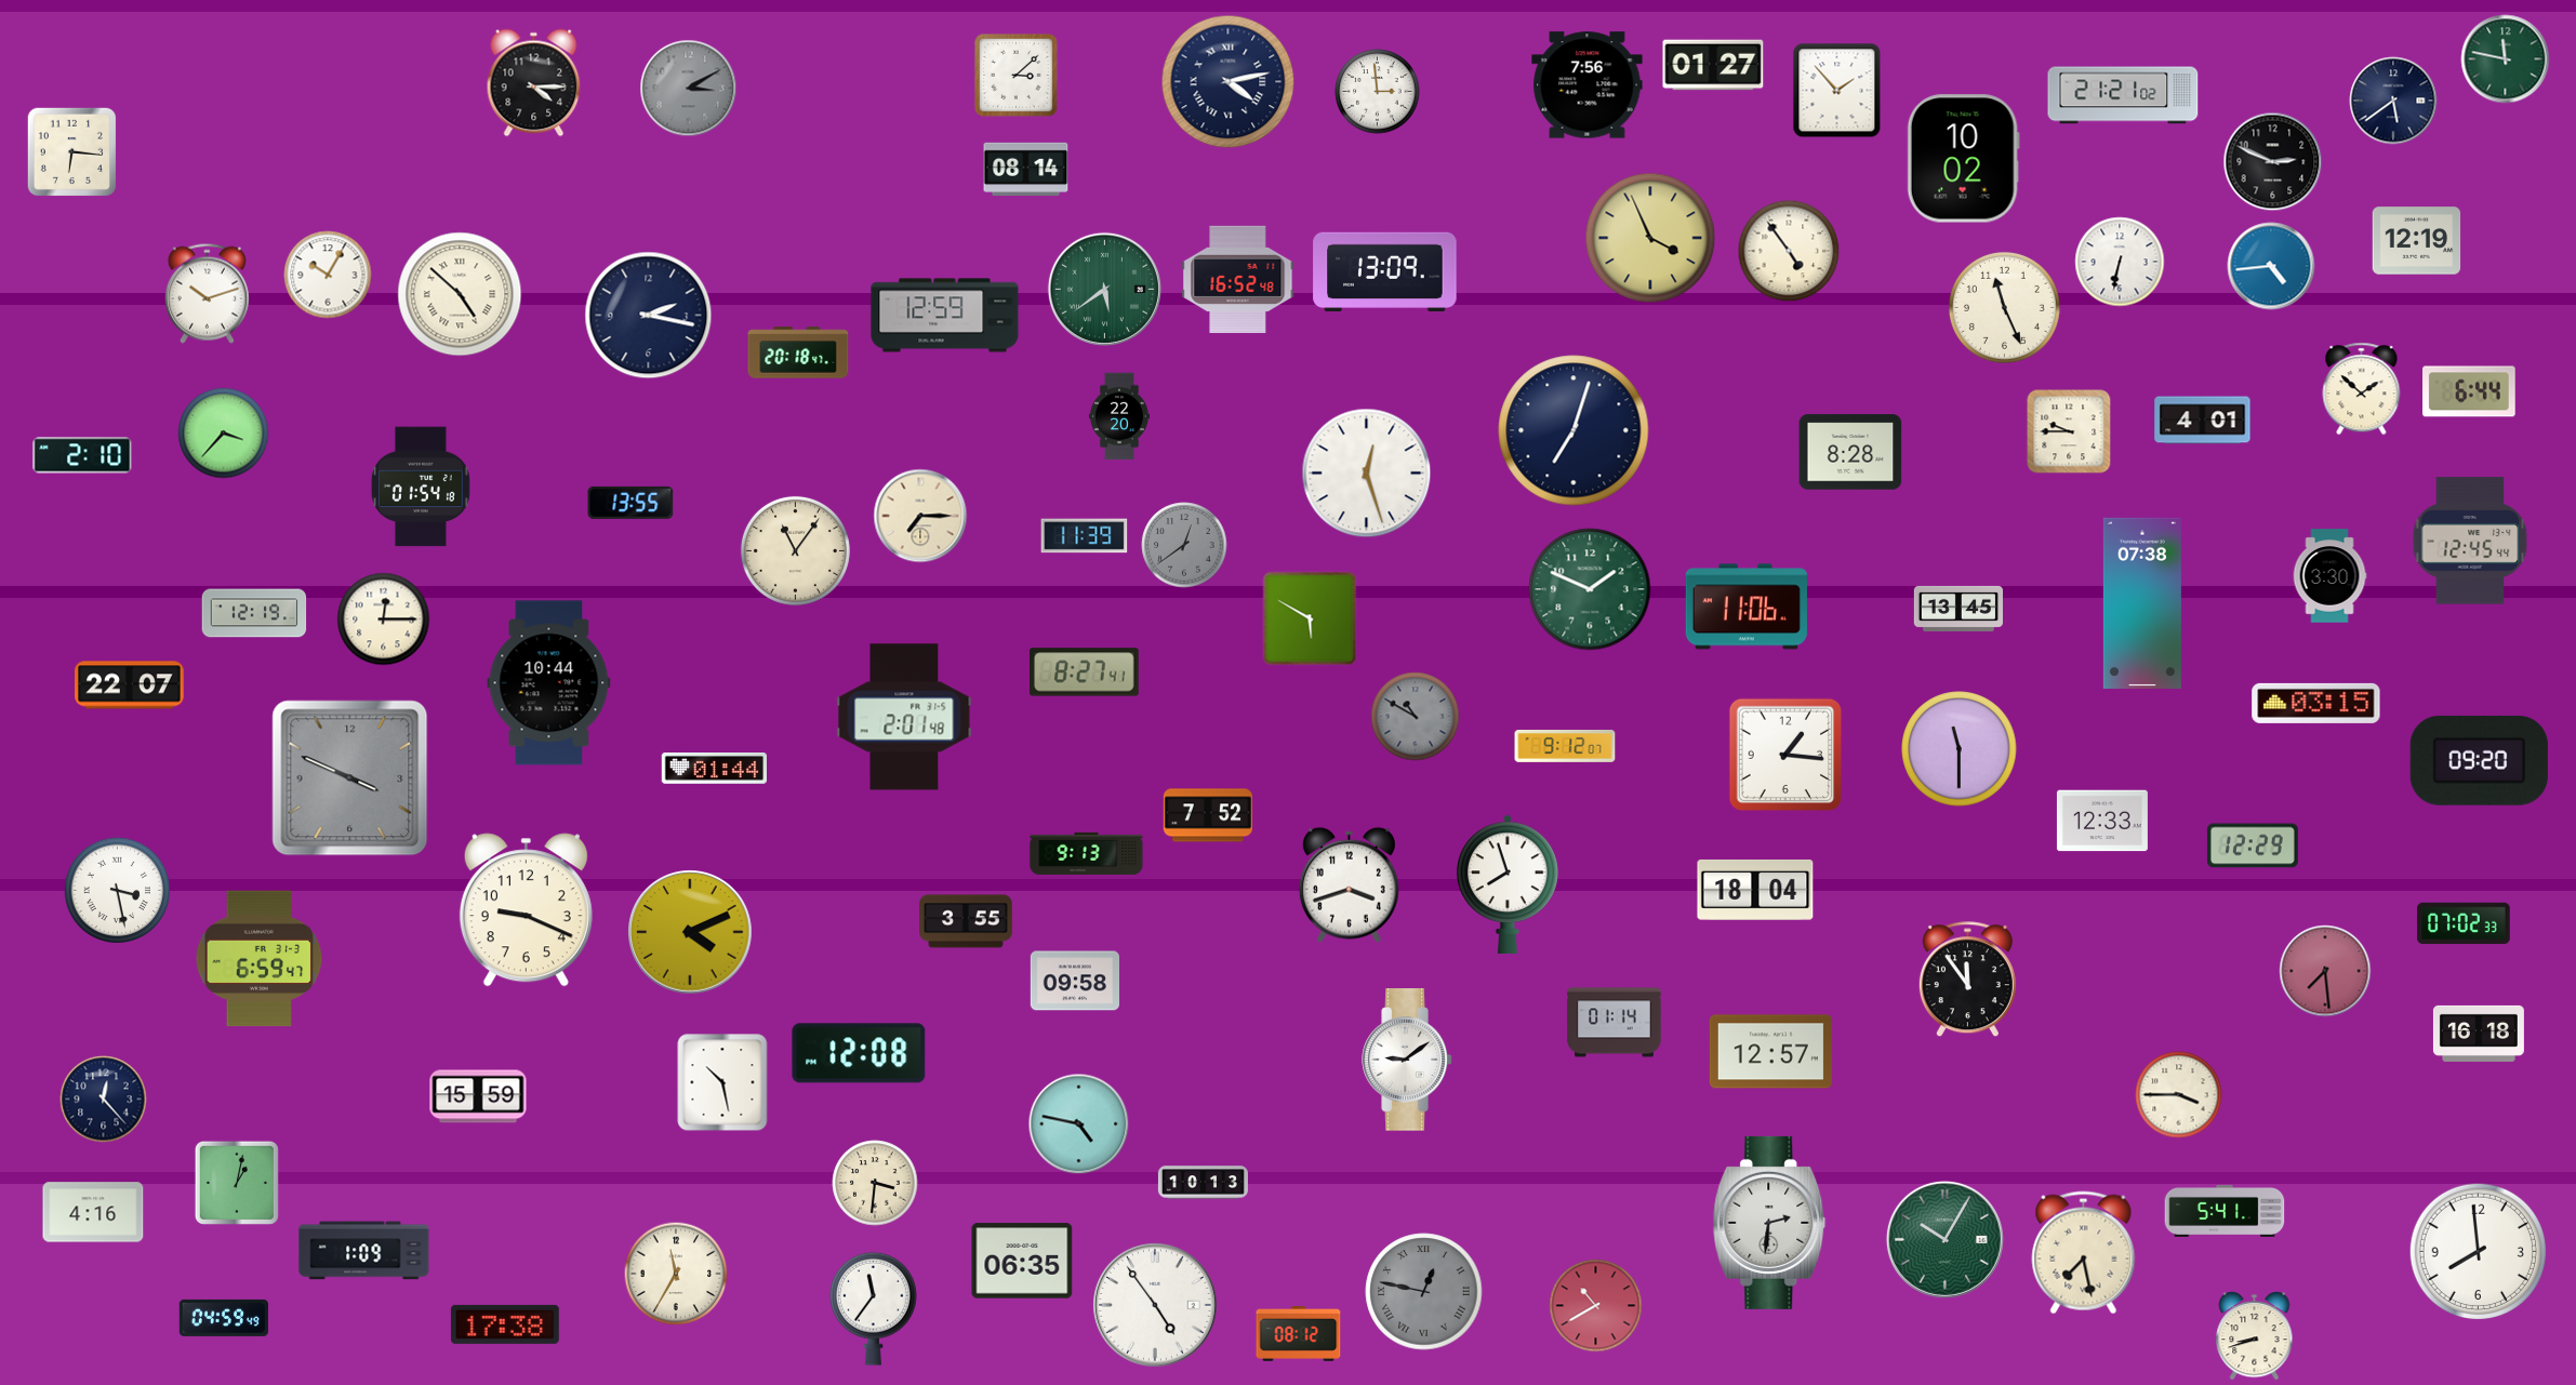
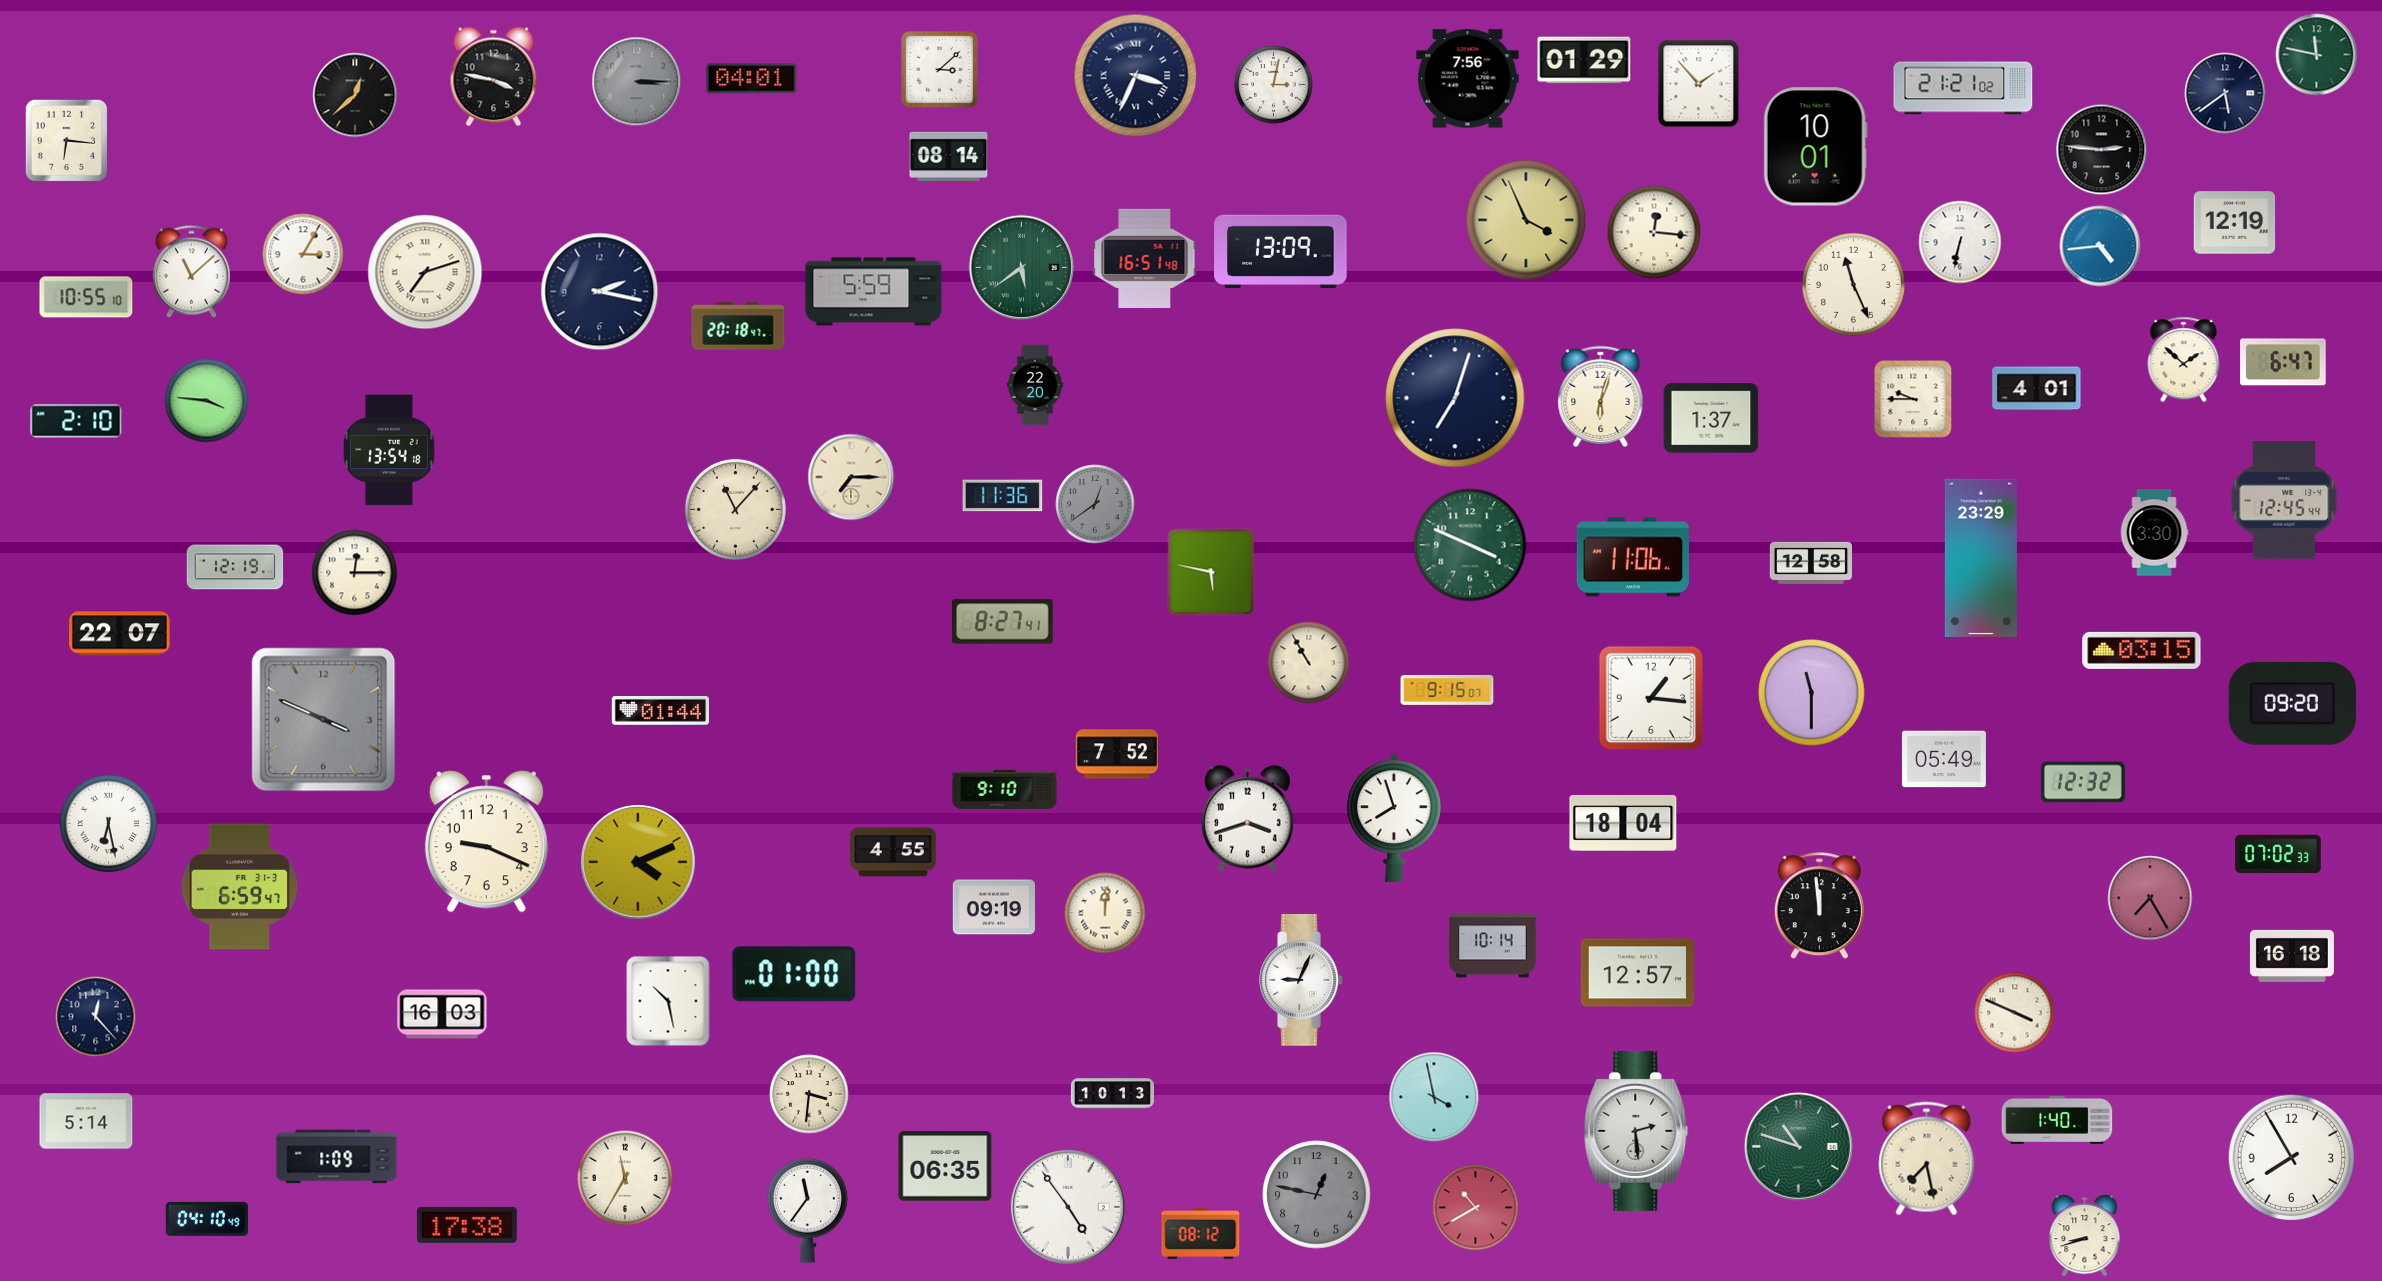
clock at (1713, 65): 01:27 -> 01:29
clock at (1229, 82): 4:13 -> 3:34
clock at (534, 83): 4:15 -> 3:47
clock at (752, 79): none -> 04:01
clock at (689, 89): 3:10 -> 3:15
clock at (1378, 92): 2:59 -> 3:02
clock at (2393, 101) position: (2393, 101) -> (2225, 93)
clock at (355, 95): none -> 12:38
clock at (1963, 159): 10:02 -> 10:01
clock at (2273, 162): 2:49 -> 2:46
clock at (1789, 251): 4:54 -> 12:16
clock at (328, 275): 10:05 -> 3:05
clock at (1238, 279): 16:52 -> 16:51
clock at (207, 293): 10:12 -> 11:08
clock at (460, 294): 4:52 -> 7:12
clock at (945, 316): 12:59 -> 5:59
clock at (86, 297): none -> 10:55
clock at (2469, 391): 6:44 -> 6:47
clock at (1601, 396): none -> 6:03
clock at (224, 434): 3:37 -> 3:46
clock at (1850, 452): 8:28 -> 1:37
clock at (1367, 474): 12:27 -> none
clock at (421, 487): 01:54 -> 13:54
clock at (630, 503): 13:55 -> none
clock at (1085, 536): 11:39 -> 11:36
clock at (795, 550): 11:06 -> 11:07
clock at (1590, 589): 1:49 -> 3:49
clock at (2142, 603): 07:38 -> 23:29
clock at (1747, 607) position: (1747, 607) -> (1633, 557)
clock at (1957, 609): 13:45 -> 12:58
clock at (1310, 618): 5:50 -> 5:47
clock at (549, 683): 10:44 -> none
clock at (904, 717): 2:01 -> none
clock at (1416, 717): 10:50 -> 10:55
clock at (1416, 717) dial: grey -> cream
clock at (1565, 746): 9:12 -> 9:15
clock at (2102, 821): 12:33 -> 05:49
clock at (2253, 845): 12:29 -> 12:32
clock at (1087, 853): 9:13 -> 9:10
clock at (118, 891): 3:28 -> 6:28
clock at (966, 921): 3:55 -> 4:55
clock at (2325, 971): 7:29 -> 7:25
clock at (1967, 980): 11:54 -> 11:59
clock at (1074, 981): 09:58 -> 09:19
clock at (1105, 913): none -> 12:01
clock at (1615, 1023): 01:14 -> 10:14
clock at (859, 1053): 12:08 -> 01:00
clock at (1407, 1060): 9:09 -> 9:04
clock at (2179, 1095): 3:45 -> 3:49
clock at (478, 1096): 15:59 -> 16:03
clock at (1079, 1124): 4:47 -> none
clock at (237, 1183): 1:02 -> none
clock at (1434, 1097): none -> 3:58
clock at (2225, 1211): 5:41 -> 1:40
clock at (93, 1212): 4:16 -> 5:14
clock at (1769, 1223): 2:31 -> 2:29
clock at (1944, 1239): 10:05 -> 10:48
clock at (2478, 1251): 7:59 -> 7:55
clock at (1424, 1292) numerals: Roman -> Arabic
clock at (224, 1318): 04:59 -> 04:10
